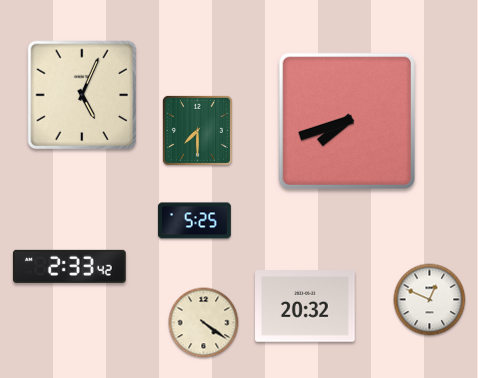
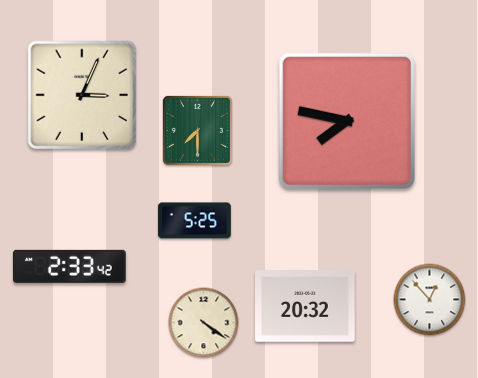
clock at (82, 95): 5:04 -> 3:04
clock at (347, 121): 7:42 -> 7:47
clock at (430, 300): 12:49 -> 12:53
